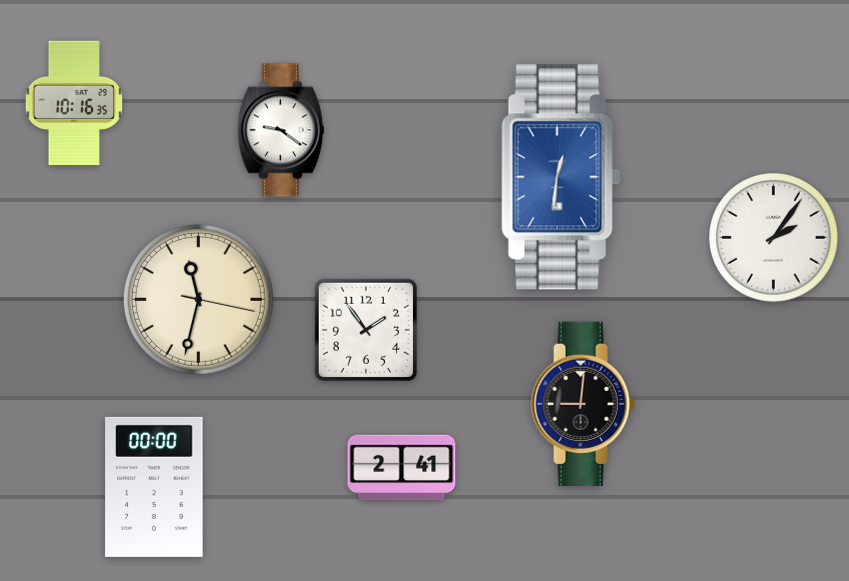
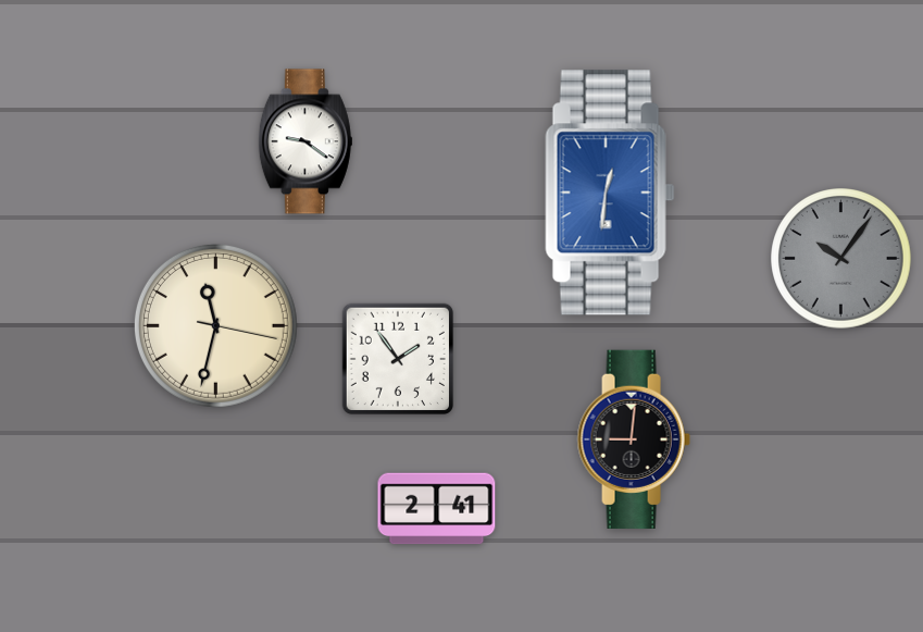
clock at (74, 103): 10:16 -> none
clock at (774, 238): 2:06 -> 10:06
clock at (774, 238) dial: white -> grey
clock at (154, 487): 00:00 -> none
